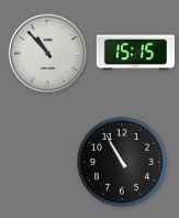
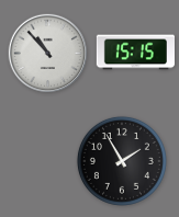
clock at (122, 162): 10:55 -> 1:55
